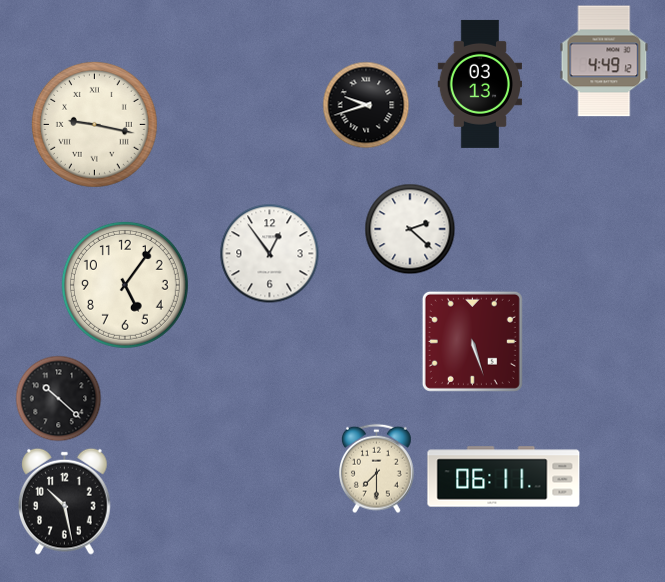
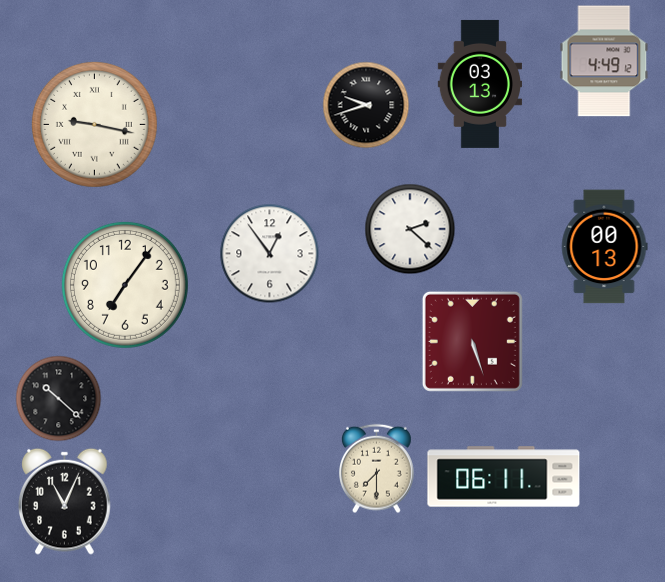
clock at (604, 247): none -> 00:13
clock at (125, 285): 5:06 -> 7:06
clock at (65, 501): 10:28 -> 11:04
